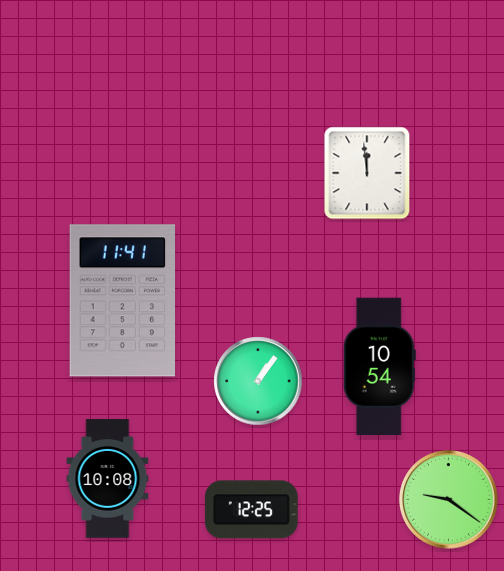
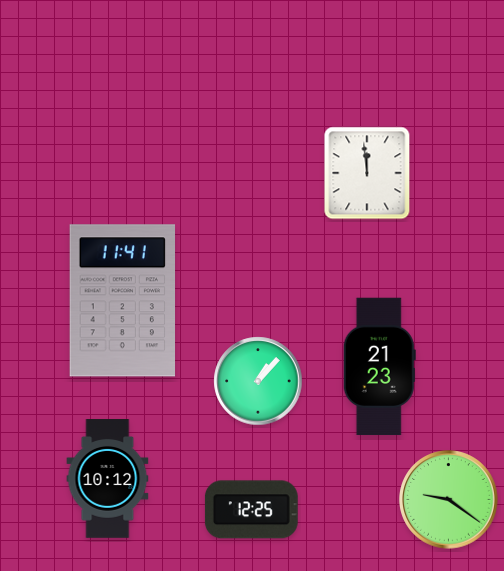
clock at (379, 367): 10:54 -> 21:23
clock at (258, 381): 1:06 -> 1:07
clock at (108, 479): 10:08 -> 10:12
